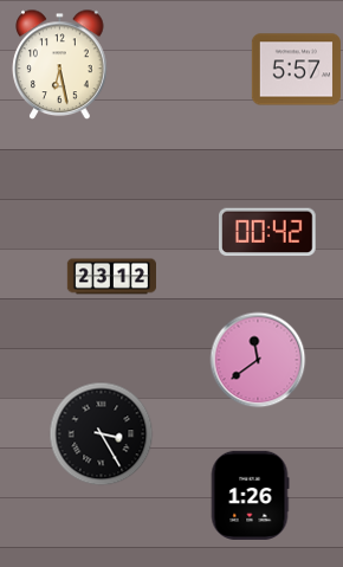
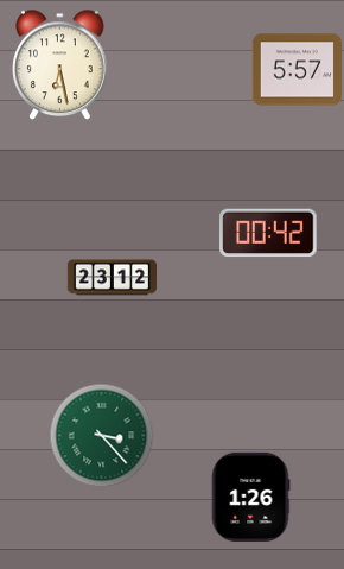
clock at (258, 360): 11:39 -> none
clock at (102, 434): 3:25 -> 3:23
clock at (102, 434) dial: black -> green
